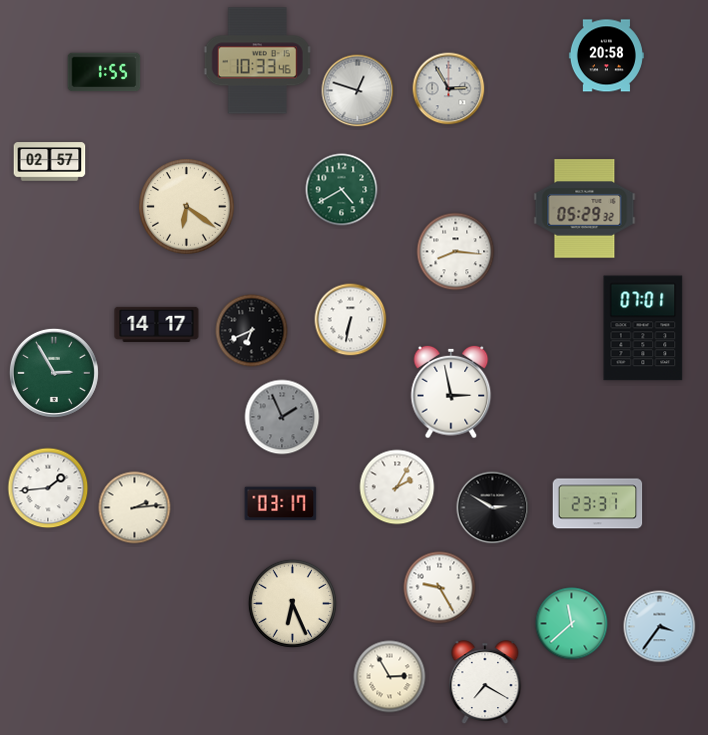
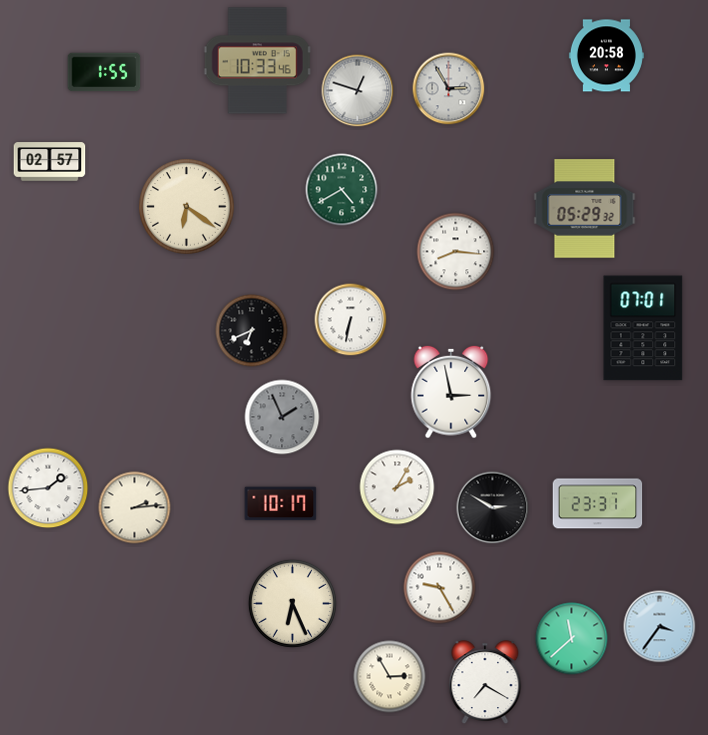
clock at (157, 324): 14:17 -> none
clock at (54, 373): 2:55 -> none
clock at (281, 504): 03:17 -> 10:17
clock at (572, 624) position: (572, 624) -> (572, 639)
